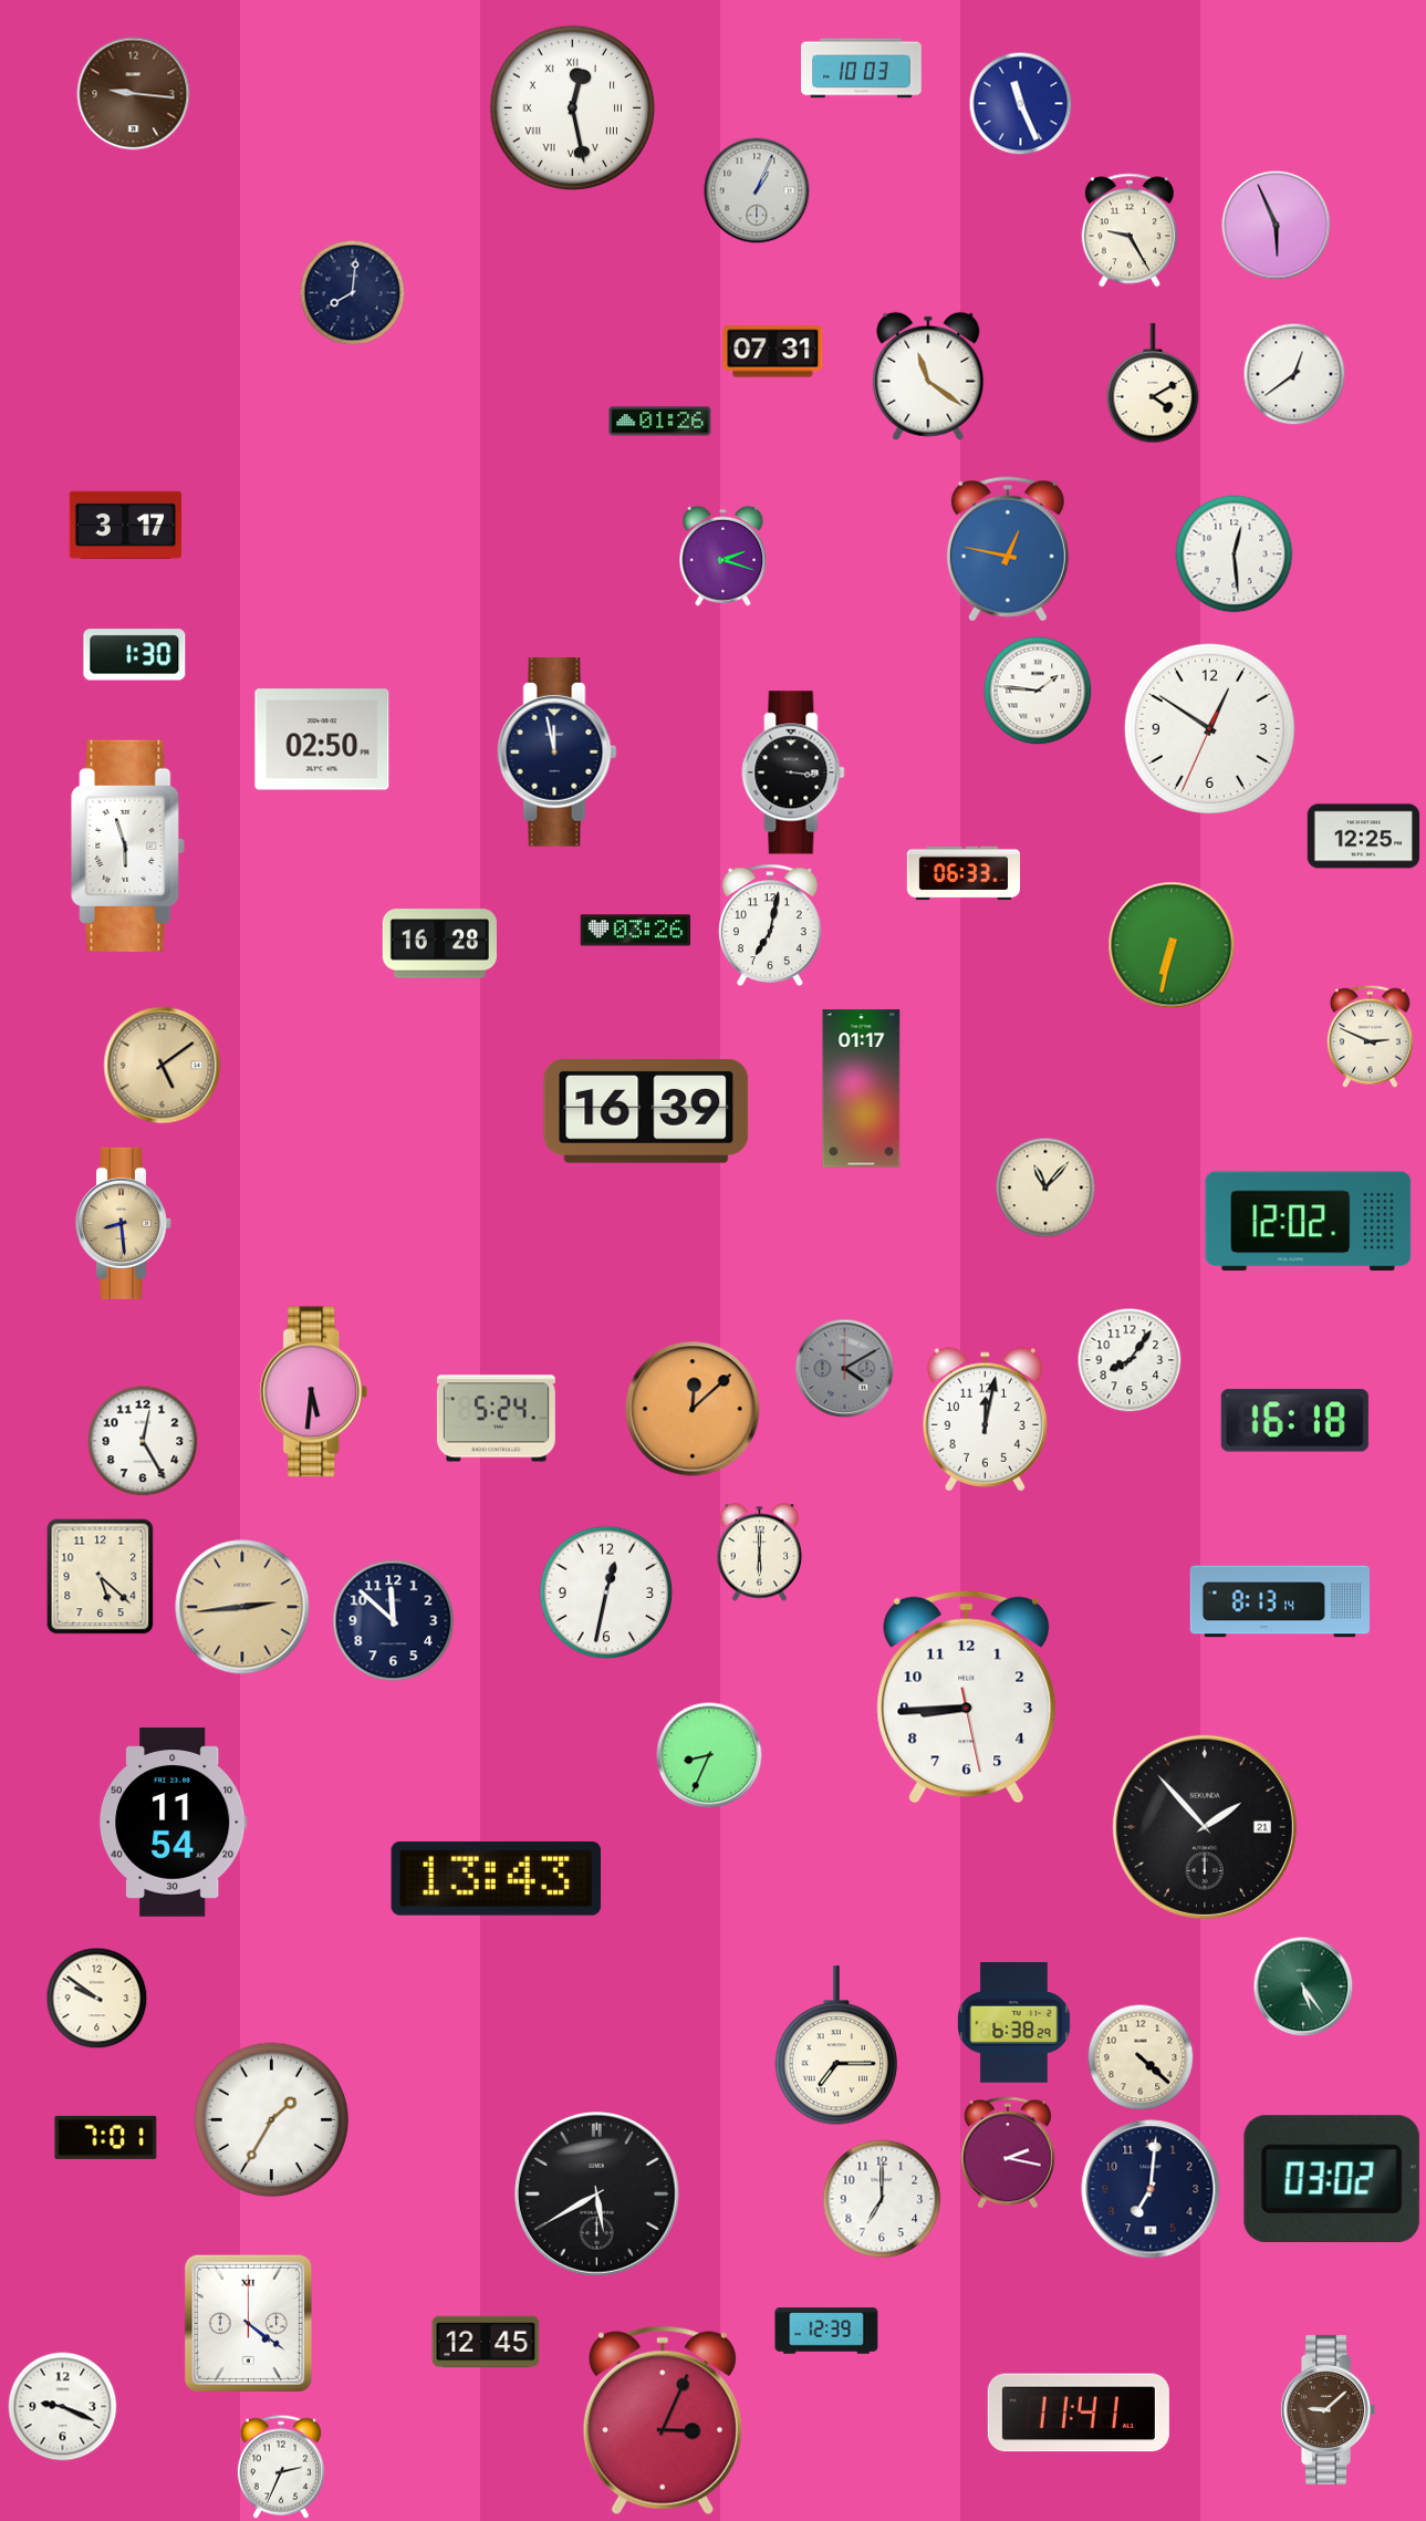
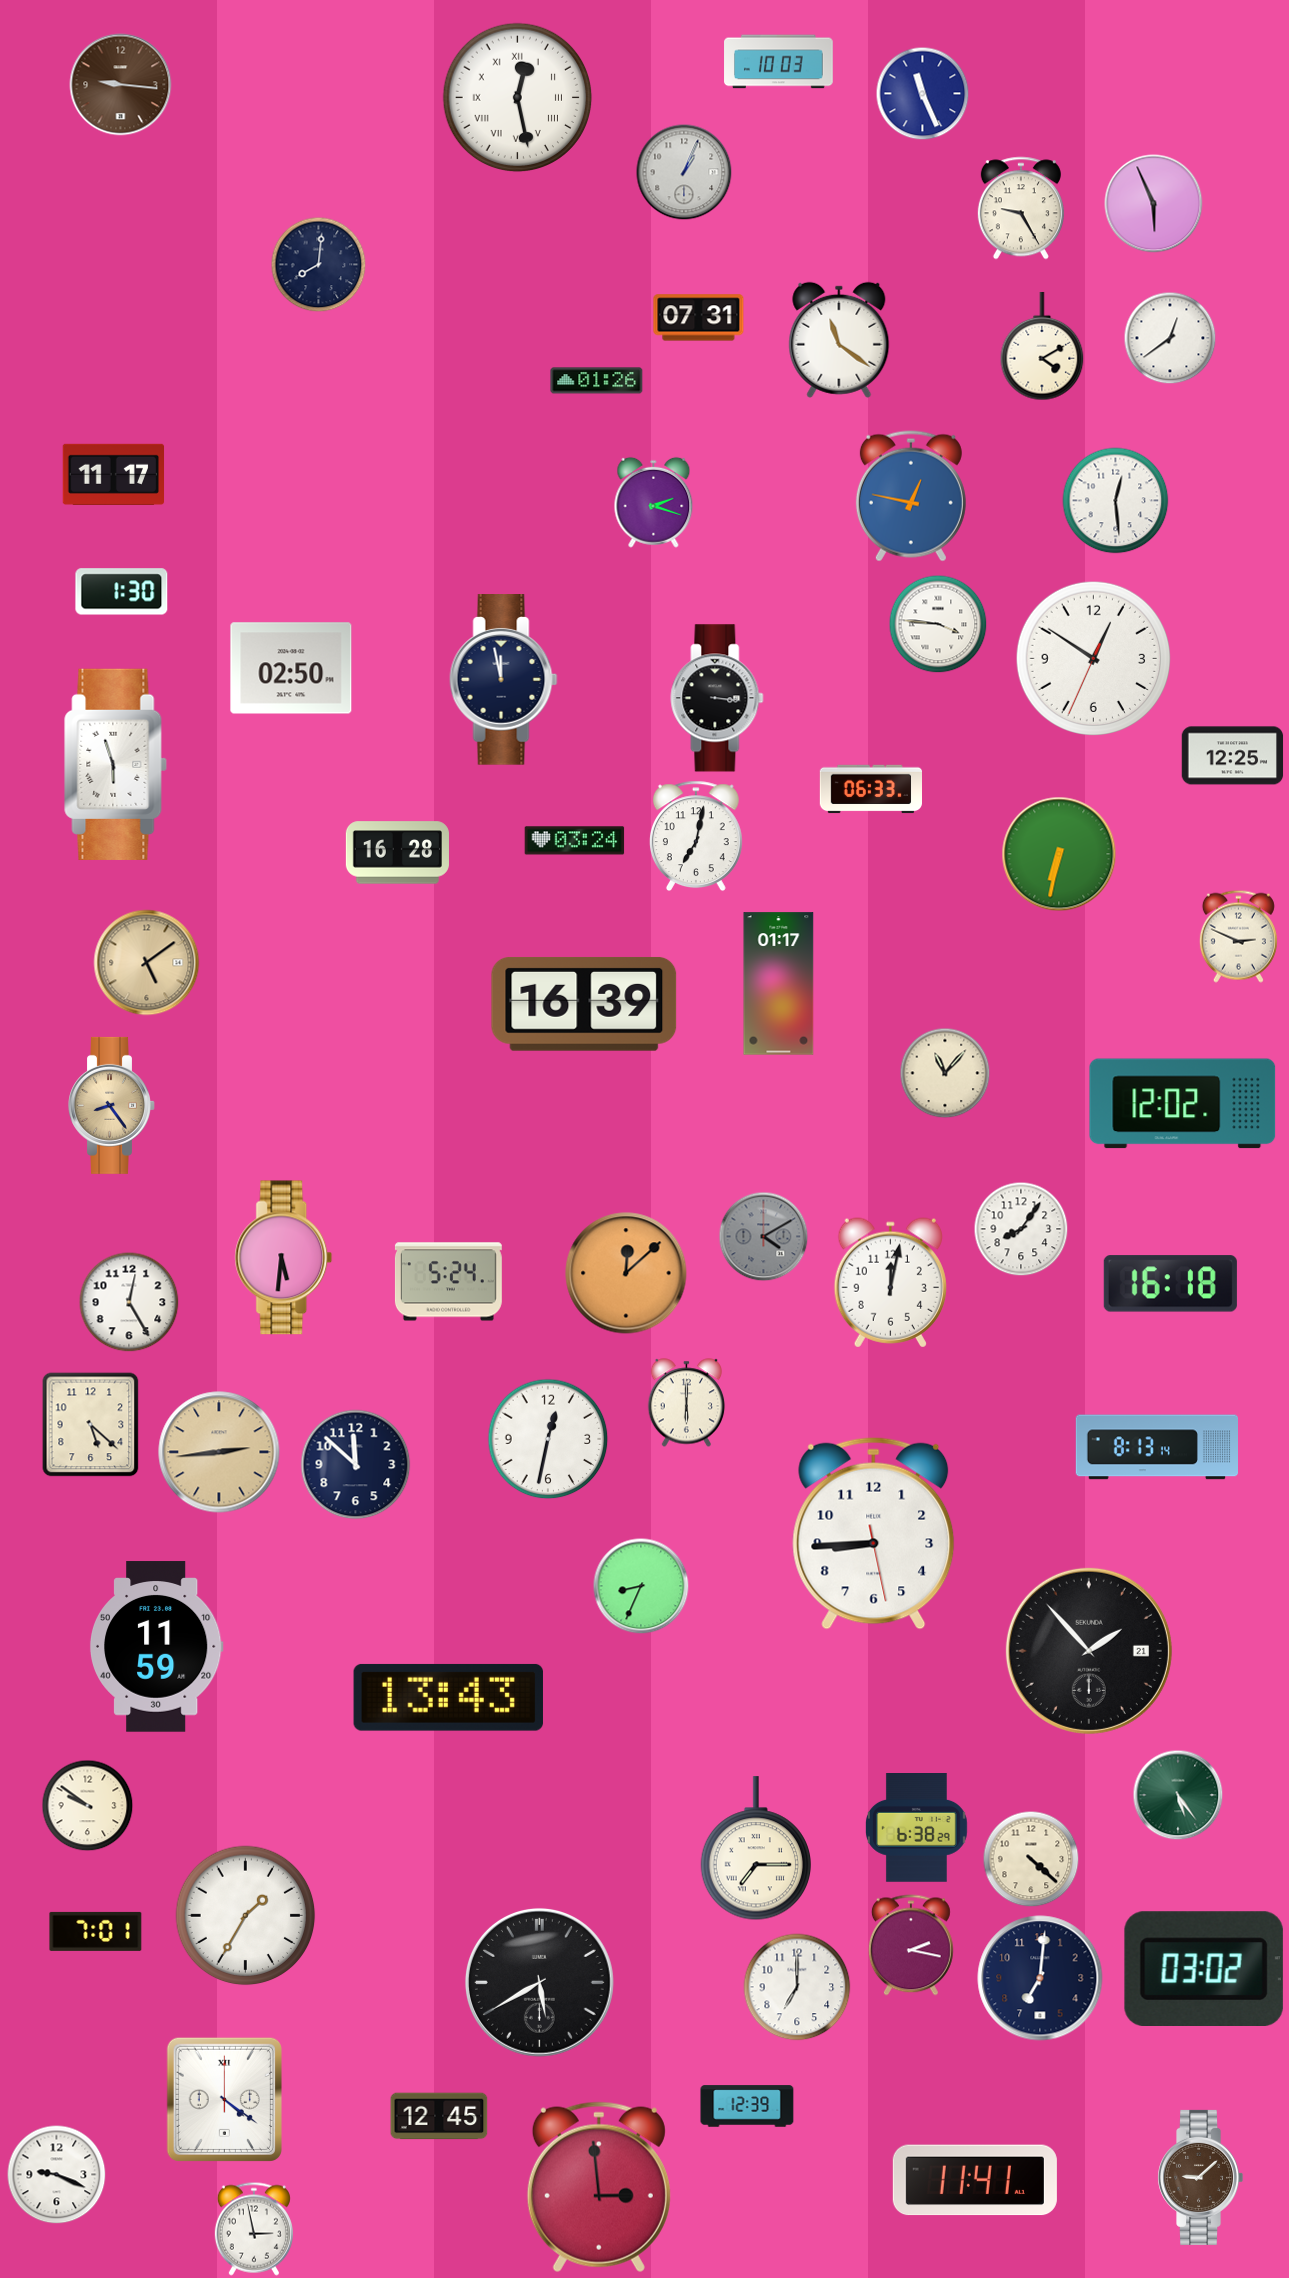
clock at (126, 525): 3:17 -> 11:17
clock at (1038, 691): 1:46 -> 3:46
clock at (636, 931): 03:26 -> 03:24
clock at (124, 1223): 8:29 -> 8:24
clock at (173, 1823): 11:54 -> 11:59
clock at (663, 2420): 3:04 -> 2:59
clock at (281, 2467): 2:34 -> 2:58
